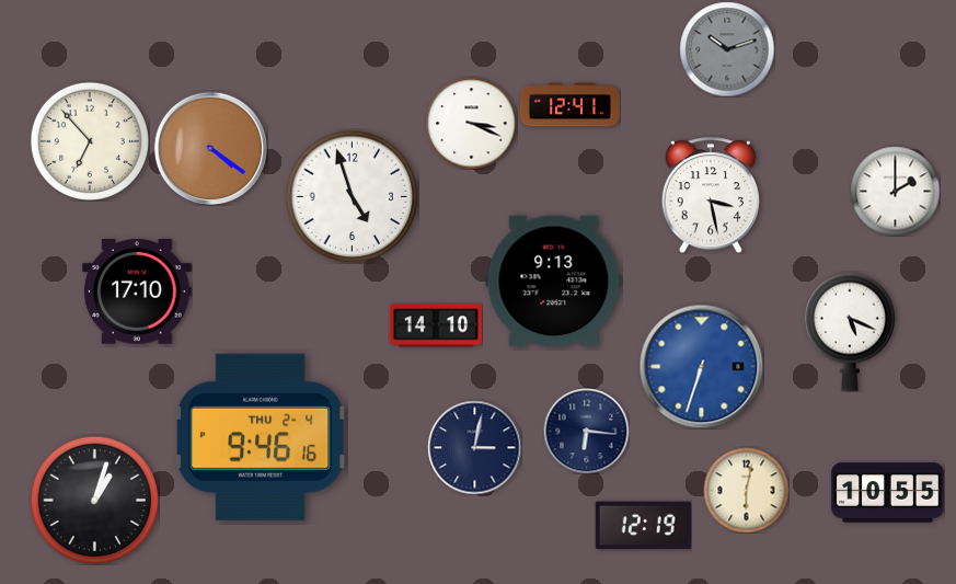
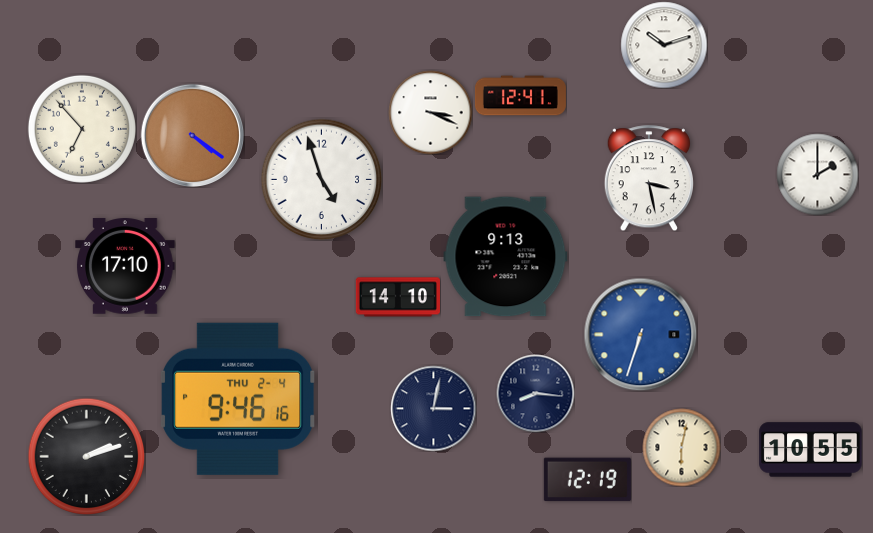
clock at (727, 49) dial: grey -> white
clock at (850, 332): 5:19 -> none
clock at (586, 431): 6:16 -> 8:16
clock at (94, 500): 1:03 -> 2:12
